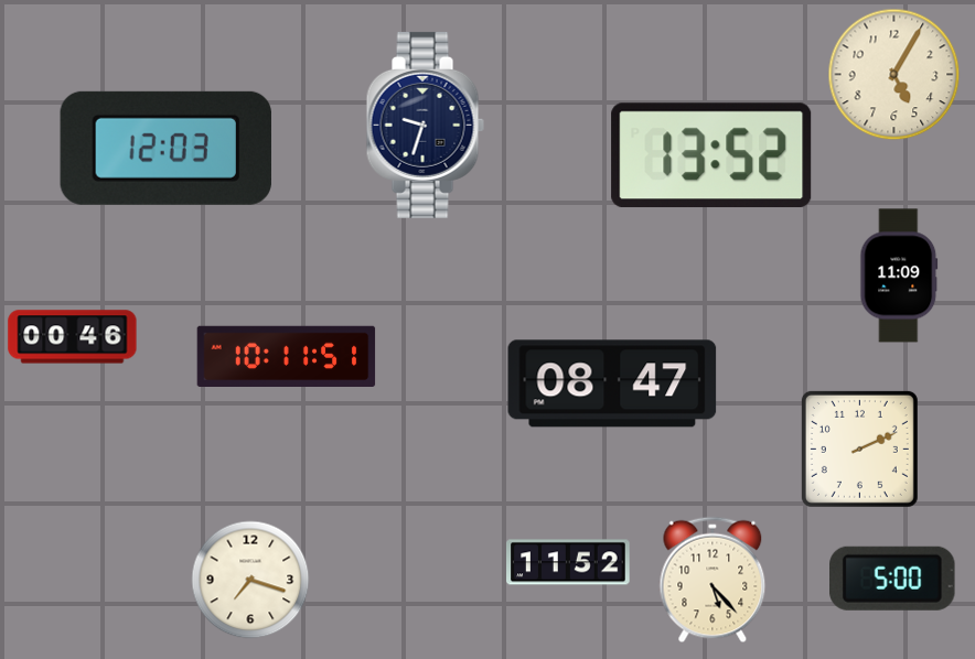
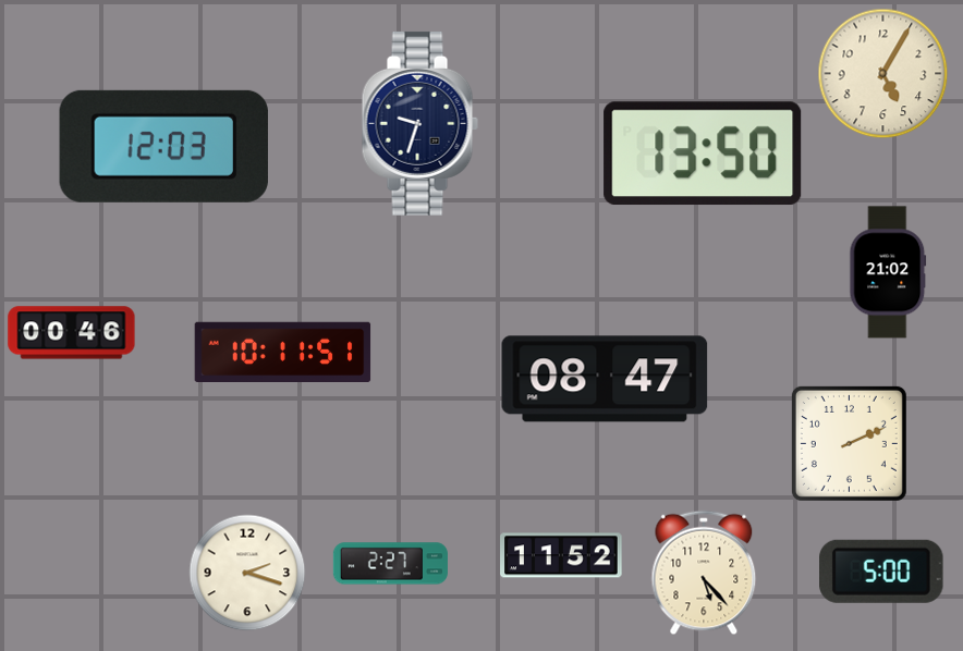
clock at (711, 155): 13:52 -> 13:50
clock at (899, 276): 11:09 -> 21:02
clock at (390, 564): none -> 2:27
clock at (250, 580): 7:18 -> 2:18
